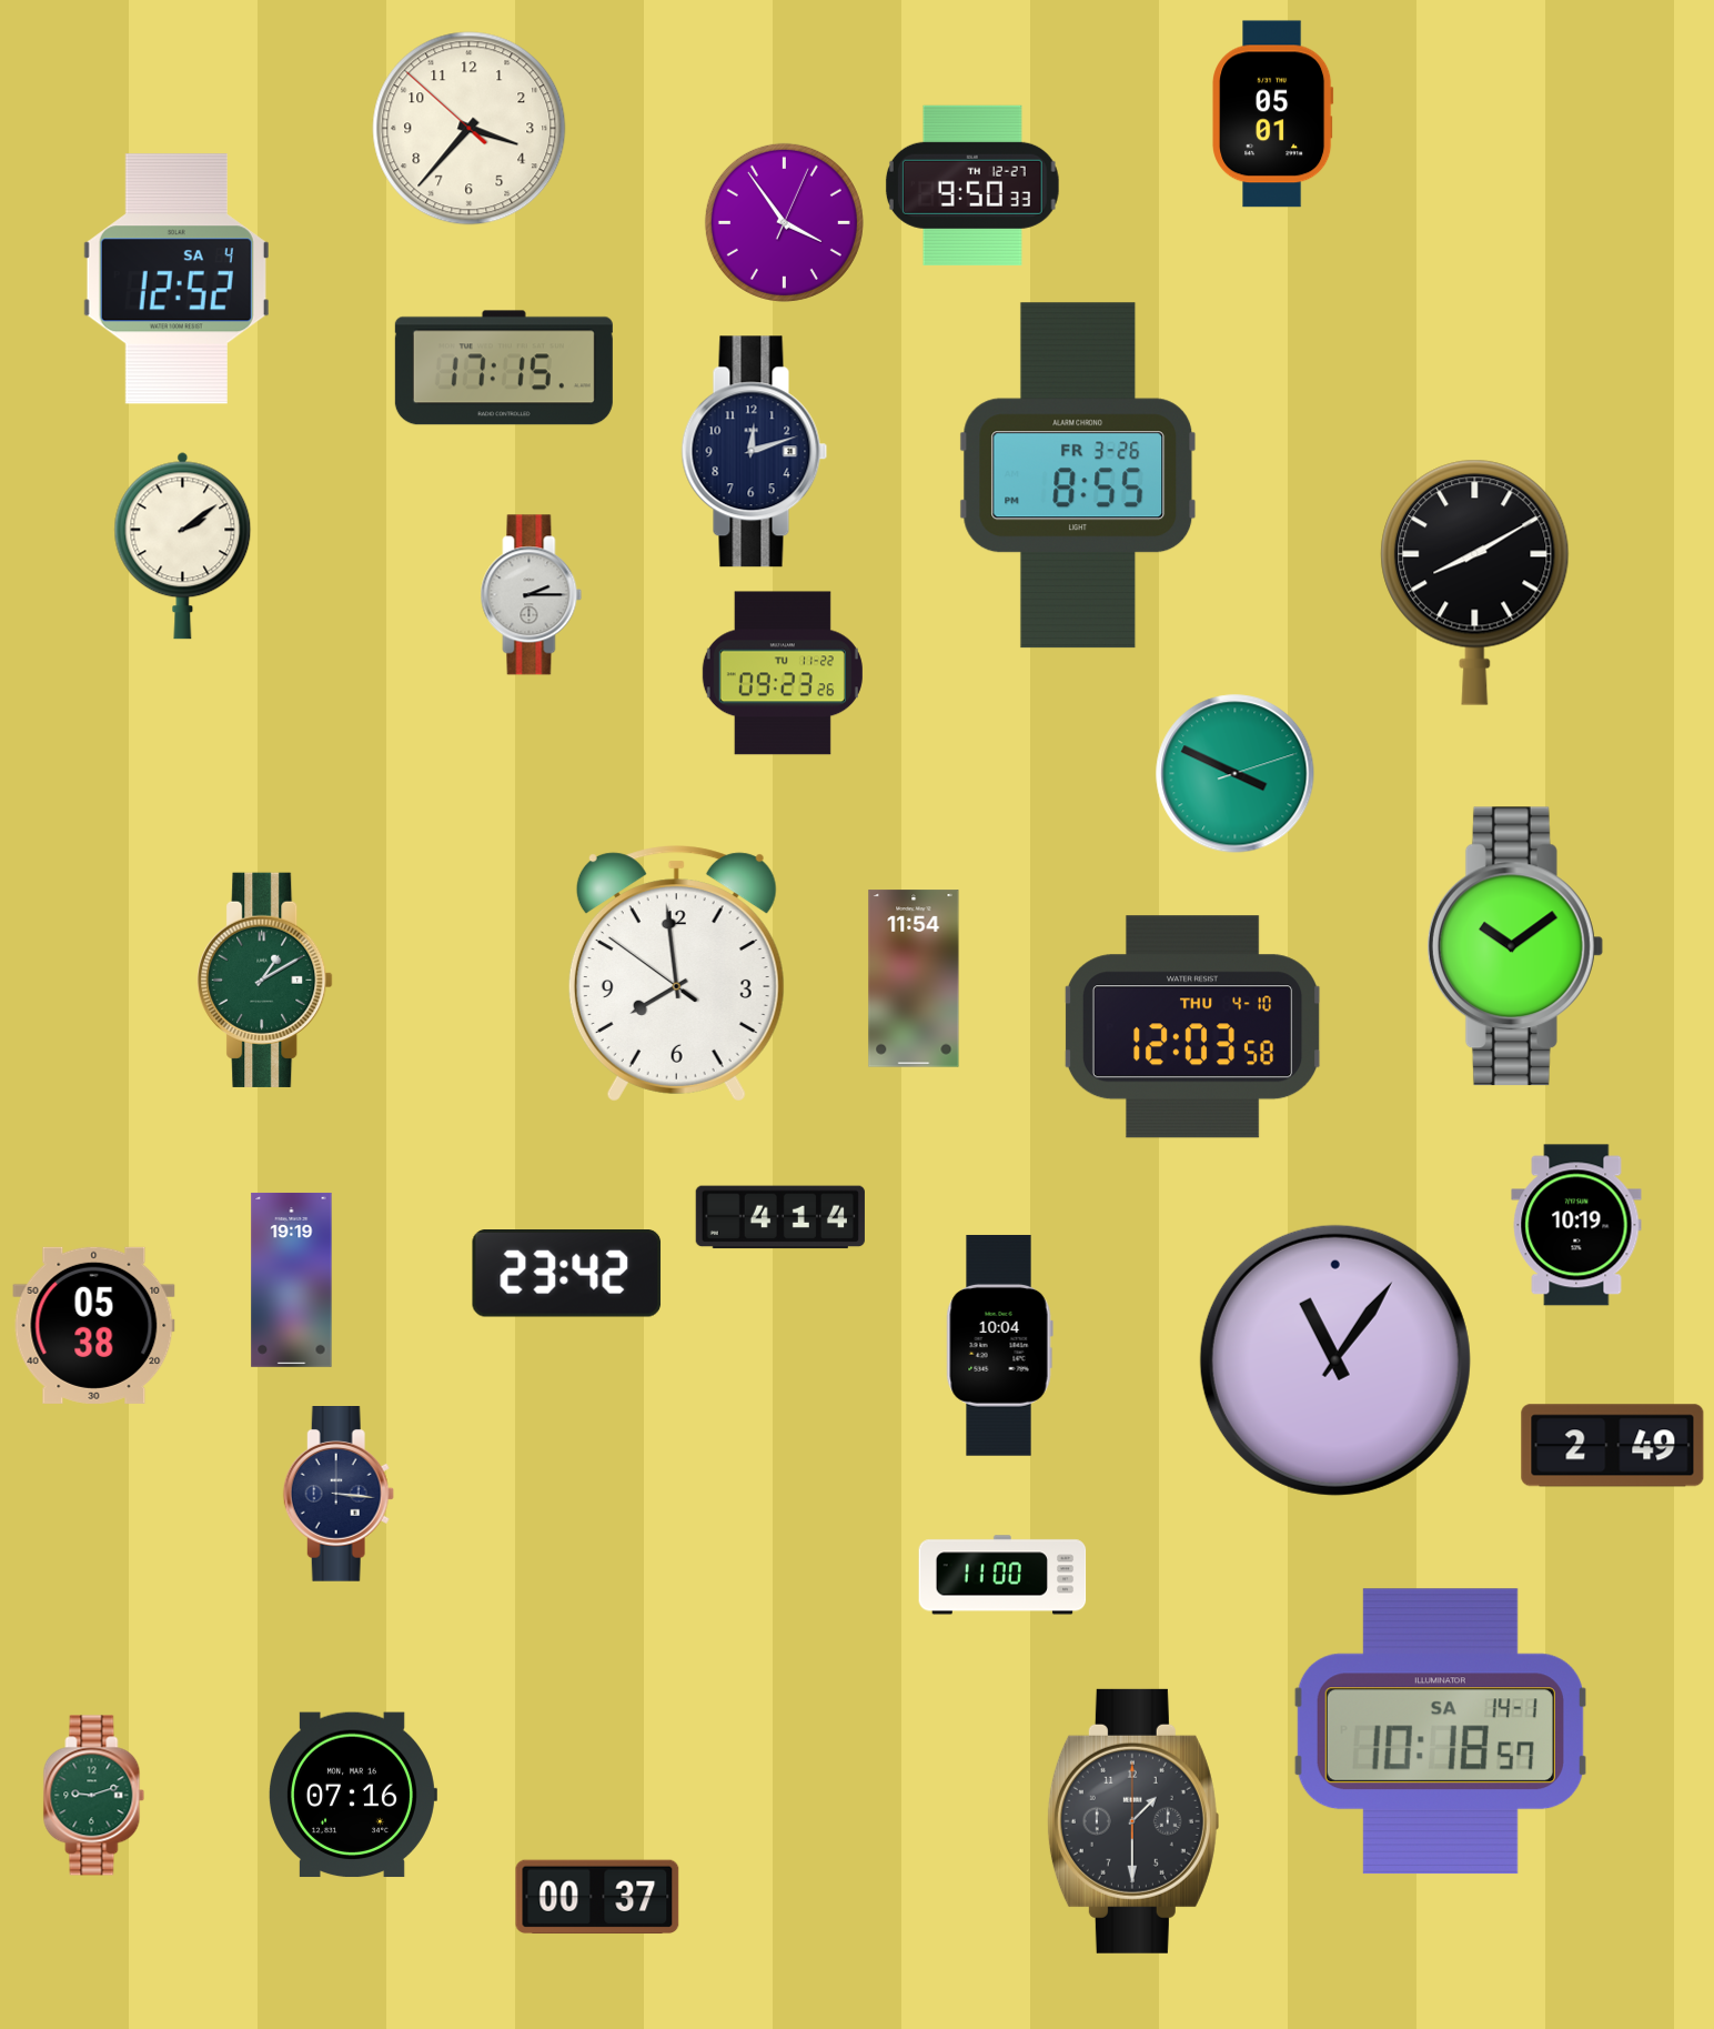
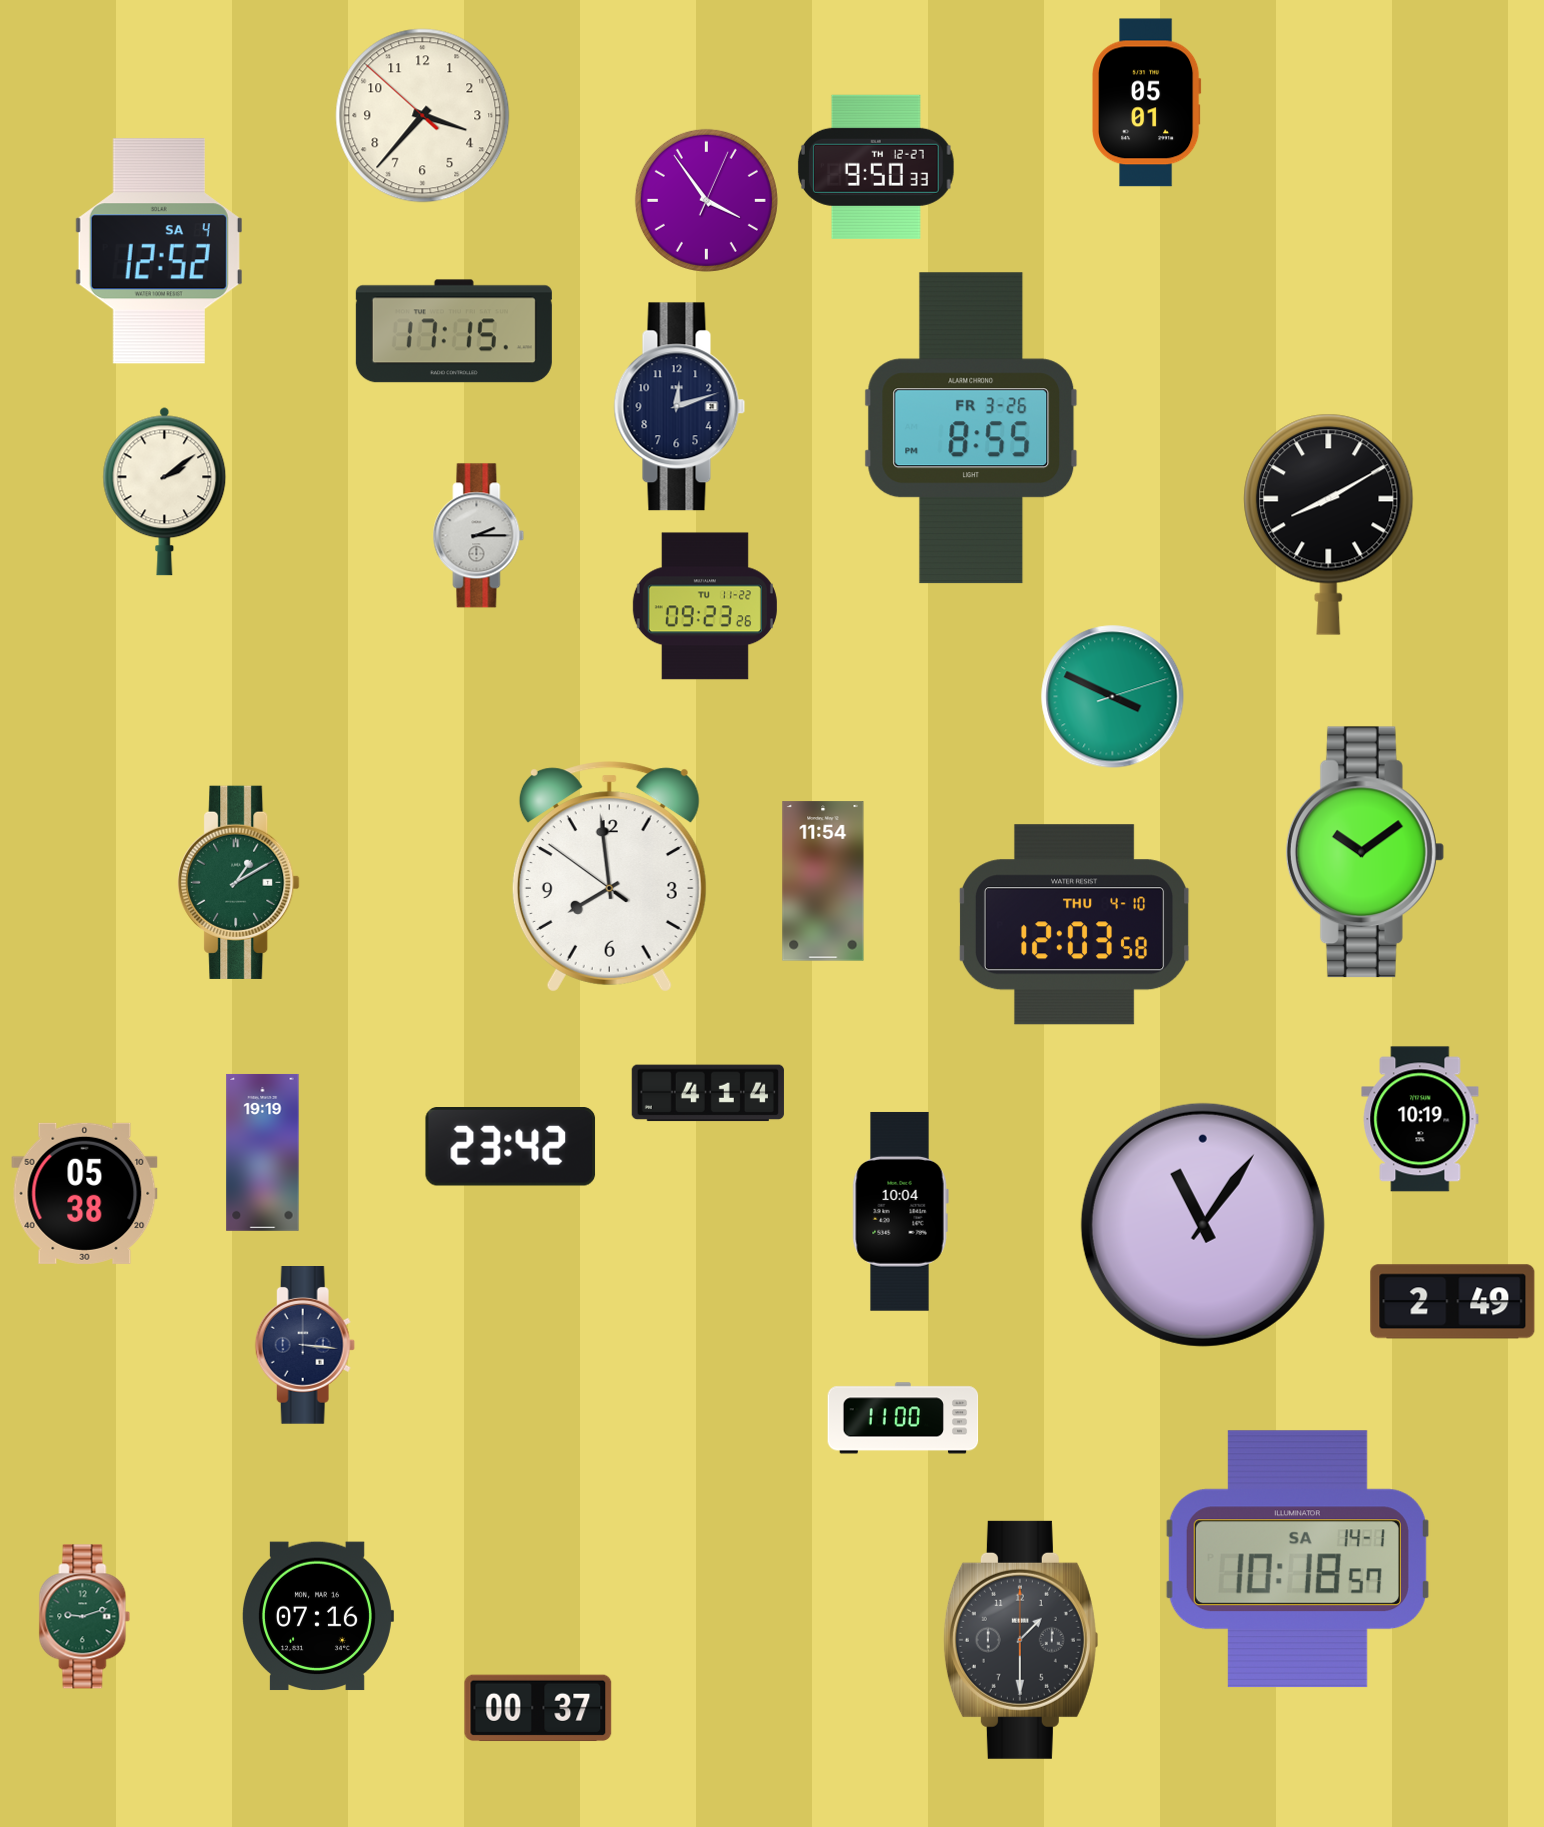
clock at (780, 1217) position: (780, 1217) -> (708, 1093)
clock at (1576, 1225) position: (1576, 1225) -> (1420, 1119)
